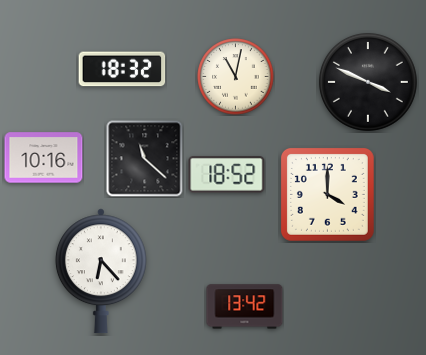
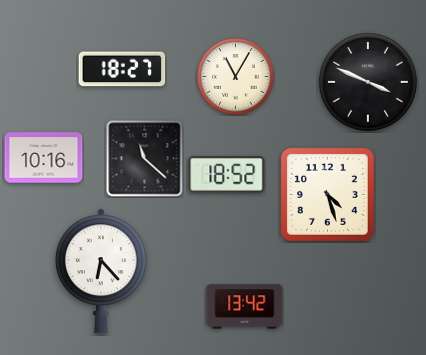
clock at (122, 69): 18:32 -> 18:27
clock at (236, 77): 11:02 -> 11:05
clock at (327, 194): 4:00 -> 4:27
